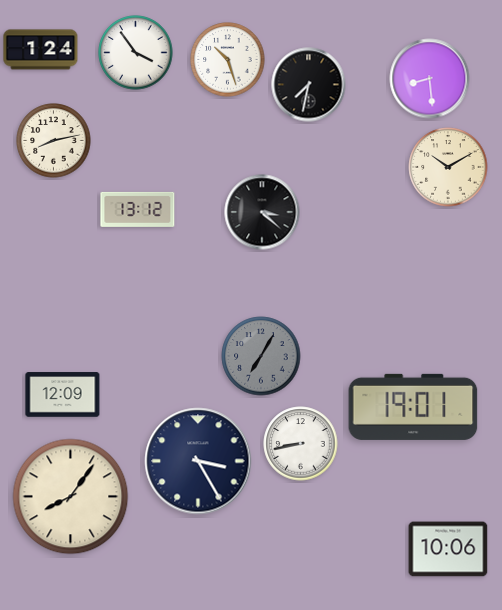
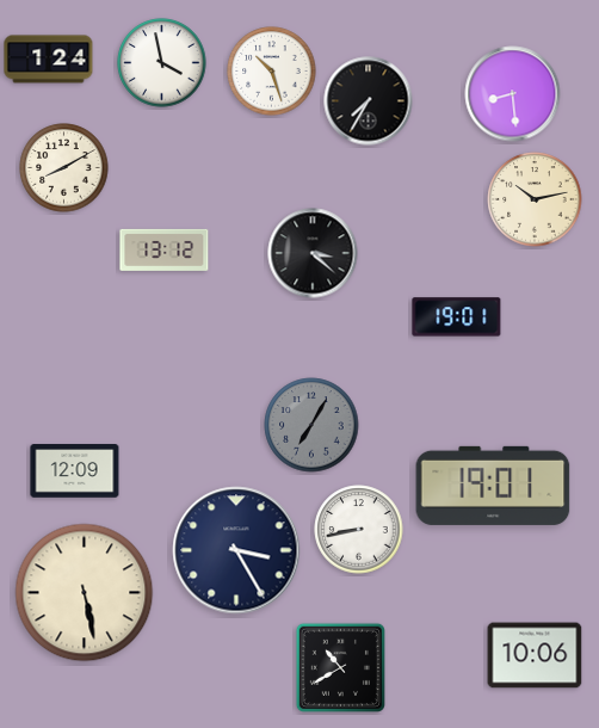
clock at (136, 53): 3:54 -> 3:58
clock at (309, 85): 7:32 -> 7:35
clock at (54, 141): 8:13 -> 8:10
clock at (448, 167): 10:10 -> 10:13
clock at (457, 317): none -> 19:01
clock at (71, 497): 8:06 -> 5:28
clock at (340, 667): none -> 10:40
